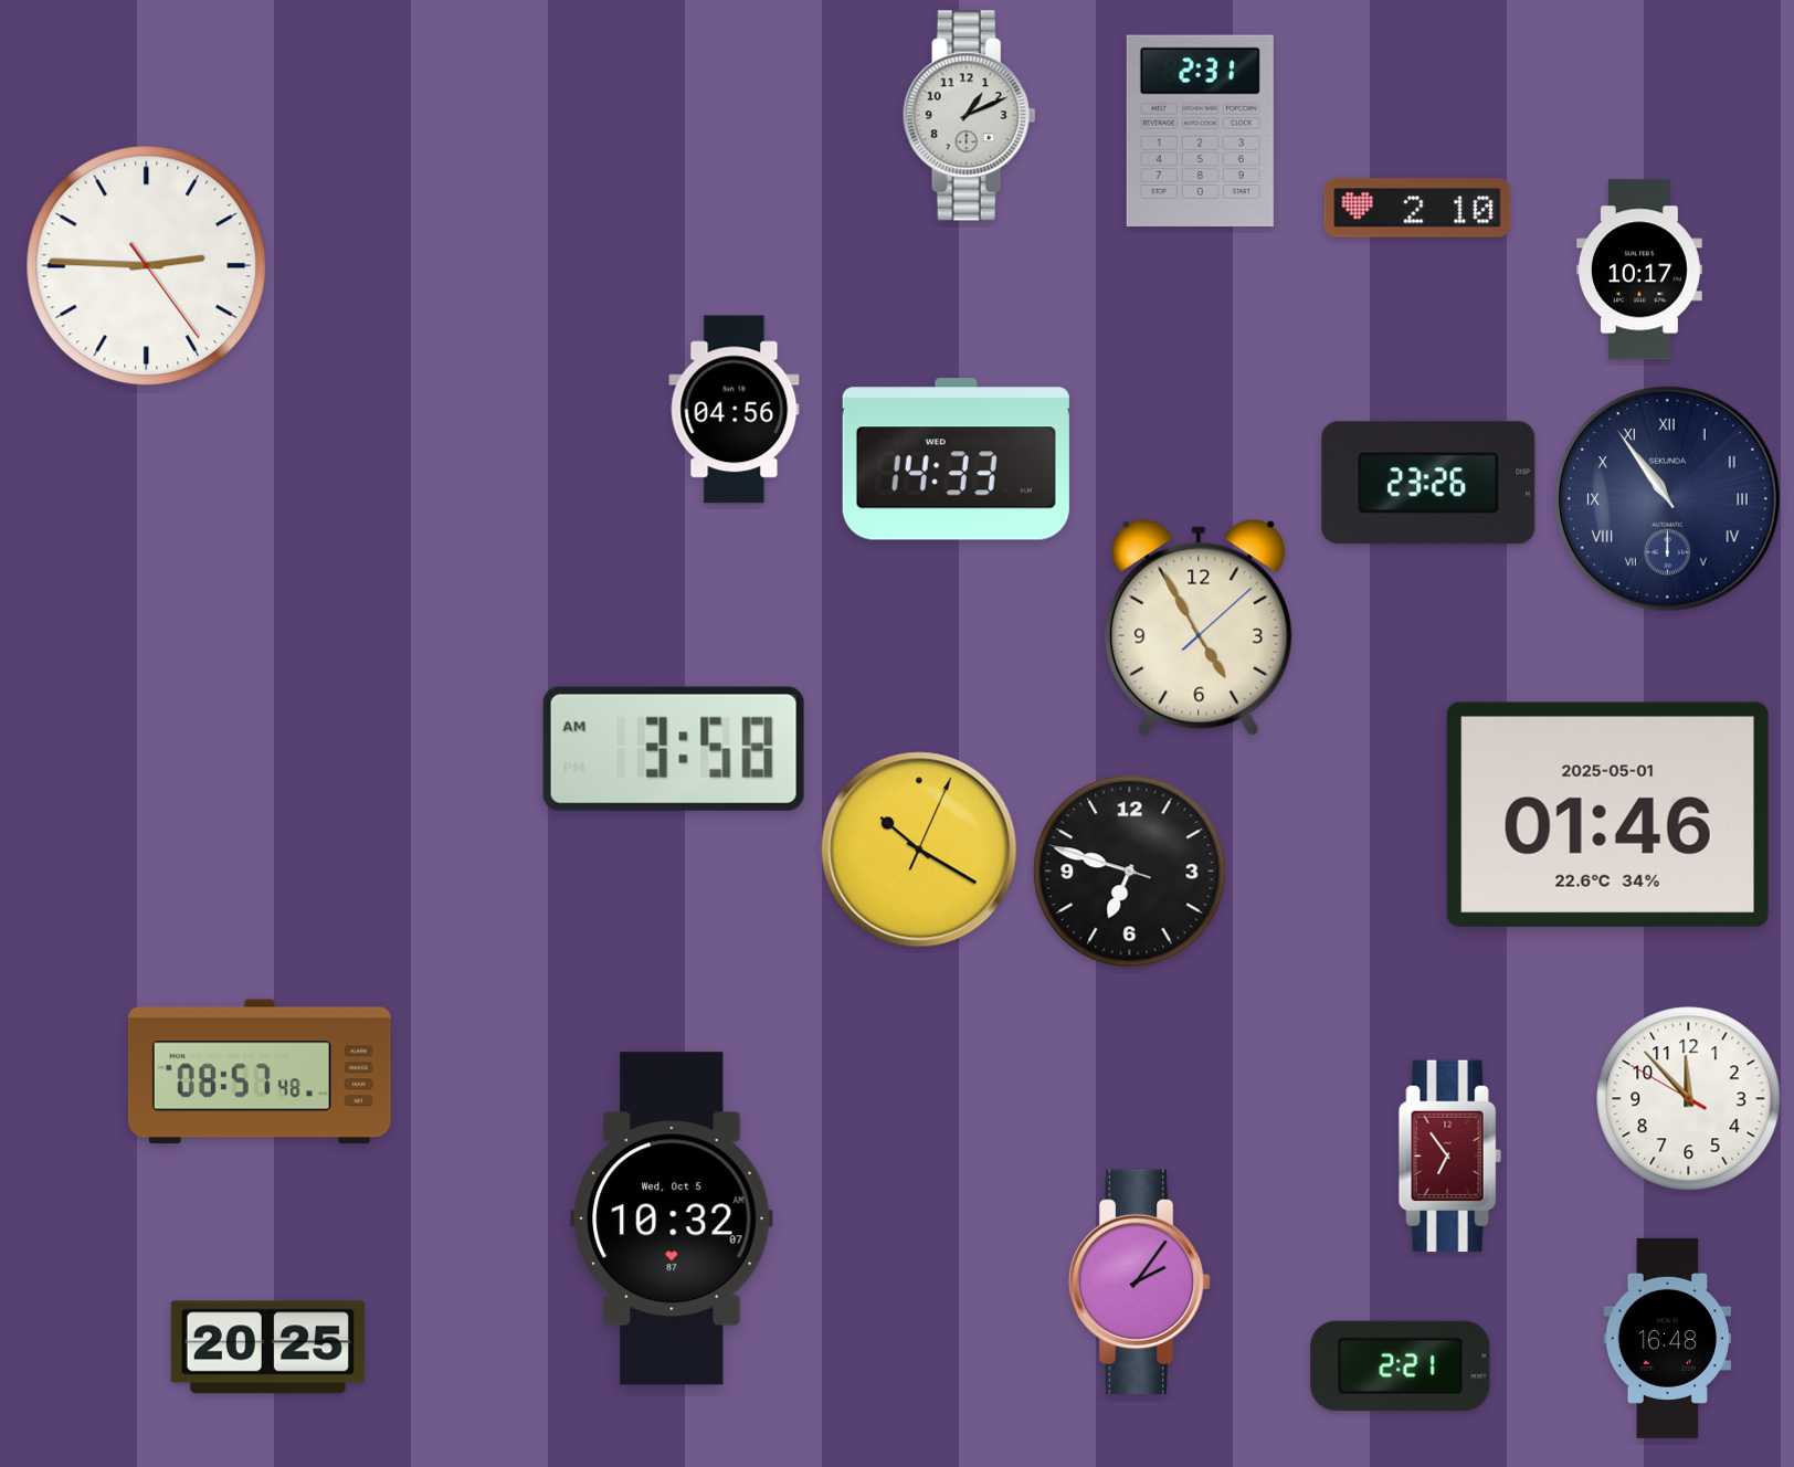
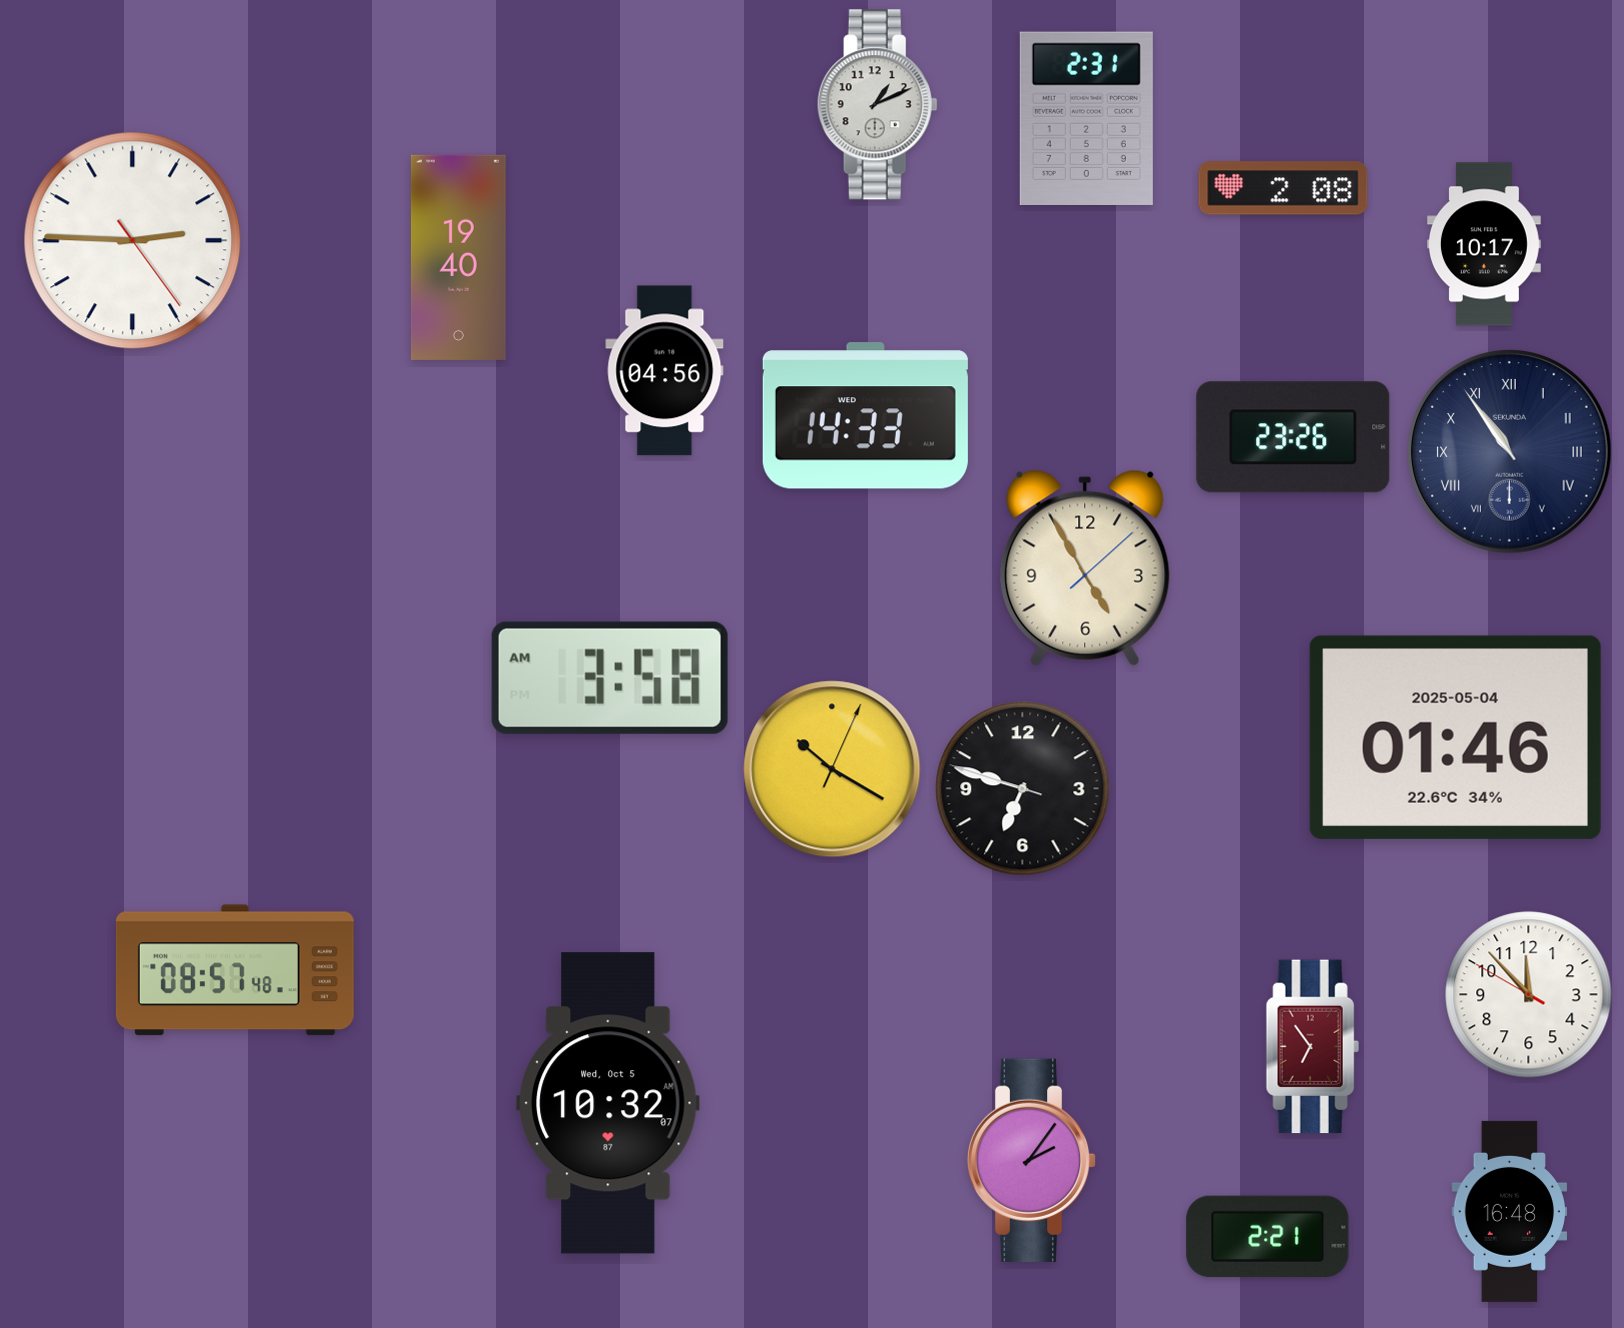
clock at (1417, 208): 2:10 -> 2:08
clock at (458, 257): none -> 19:40
clock at (1607, 814) date: 2025-05-01 -> 2025-05-04
clock at (267, 1348): 20:25 -> none
